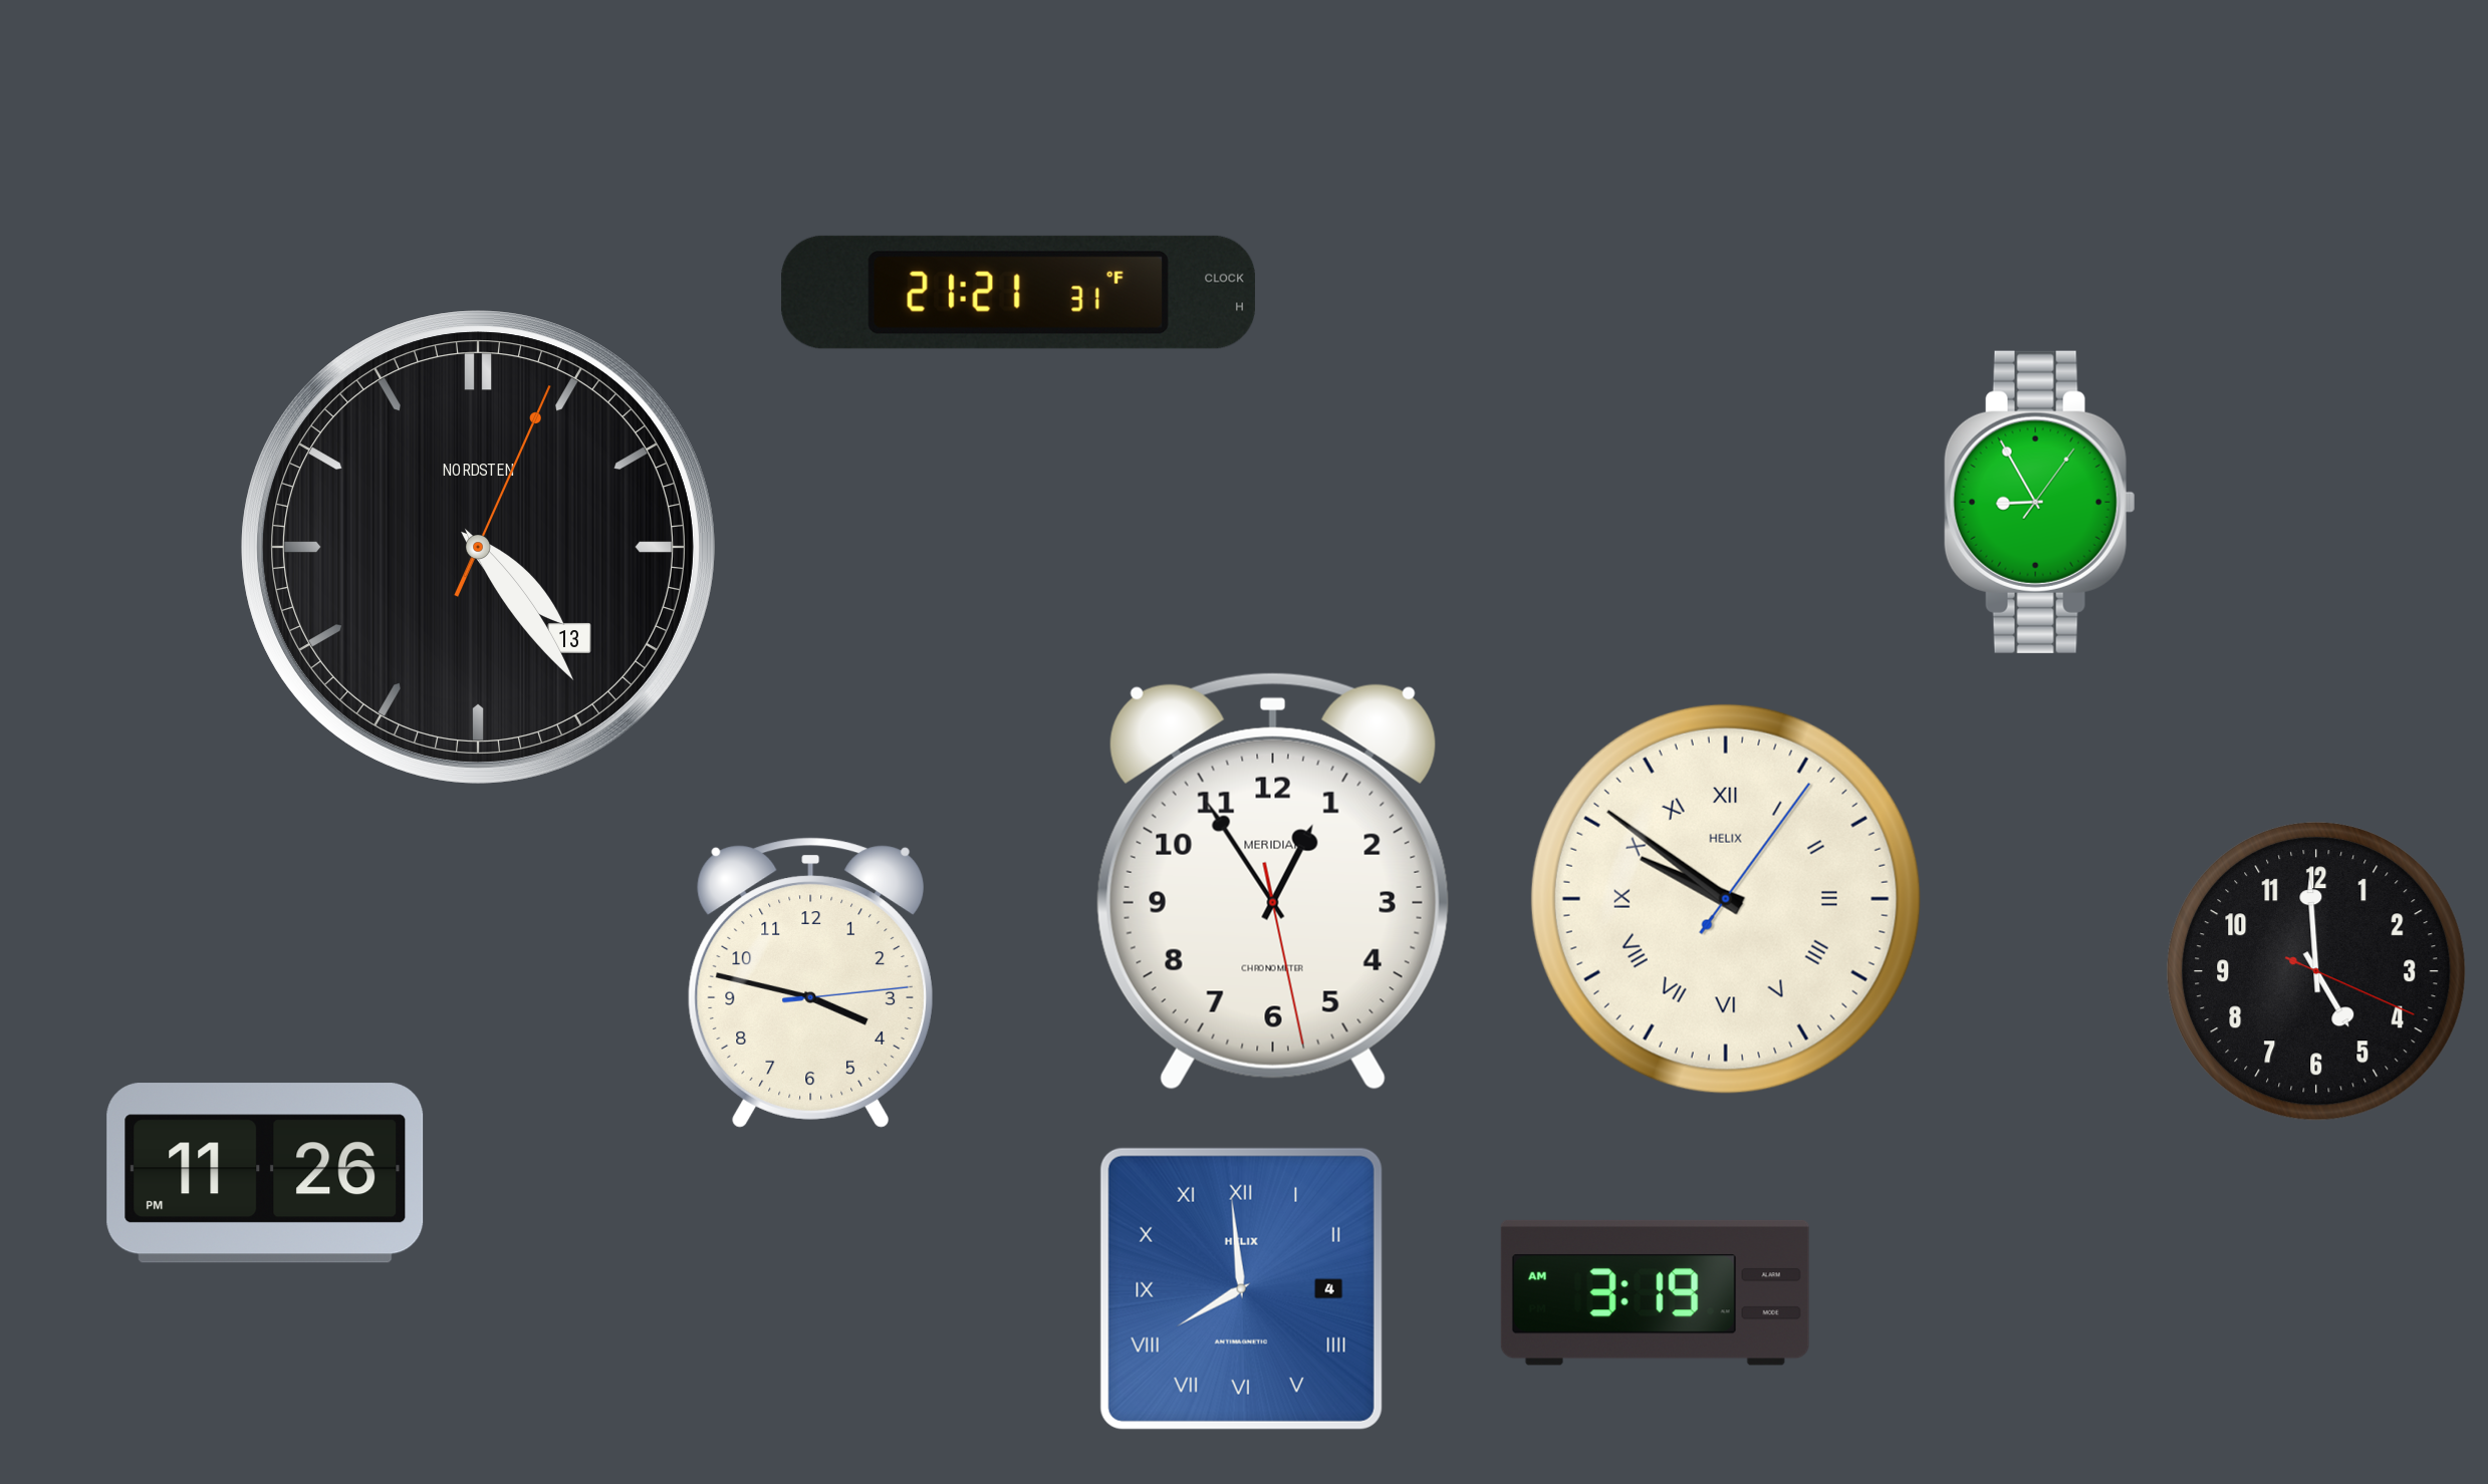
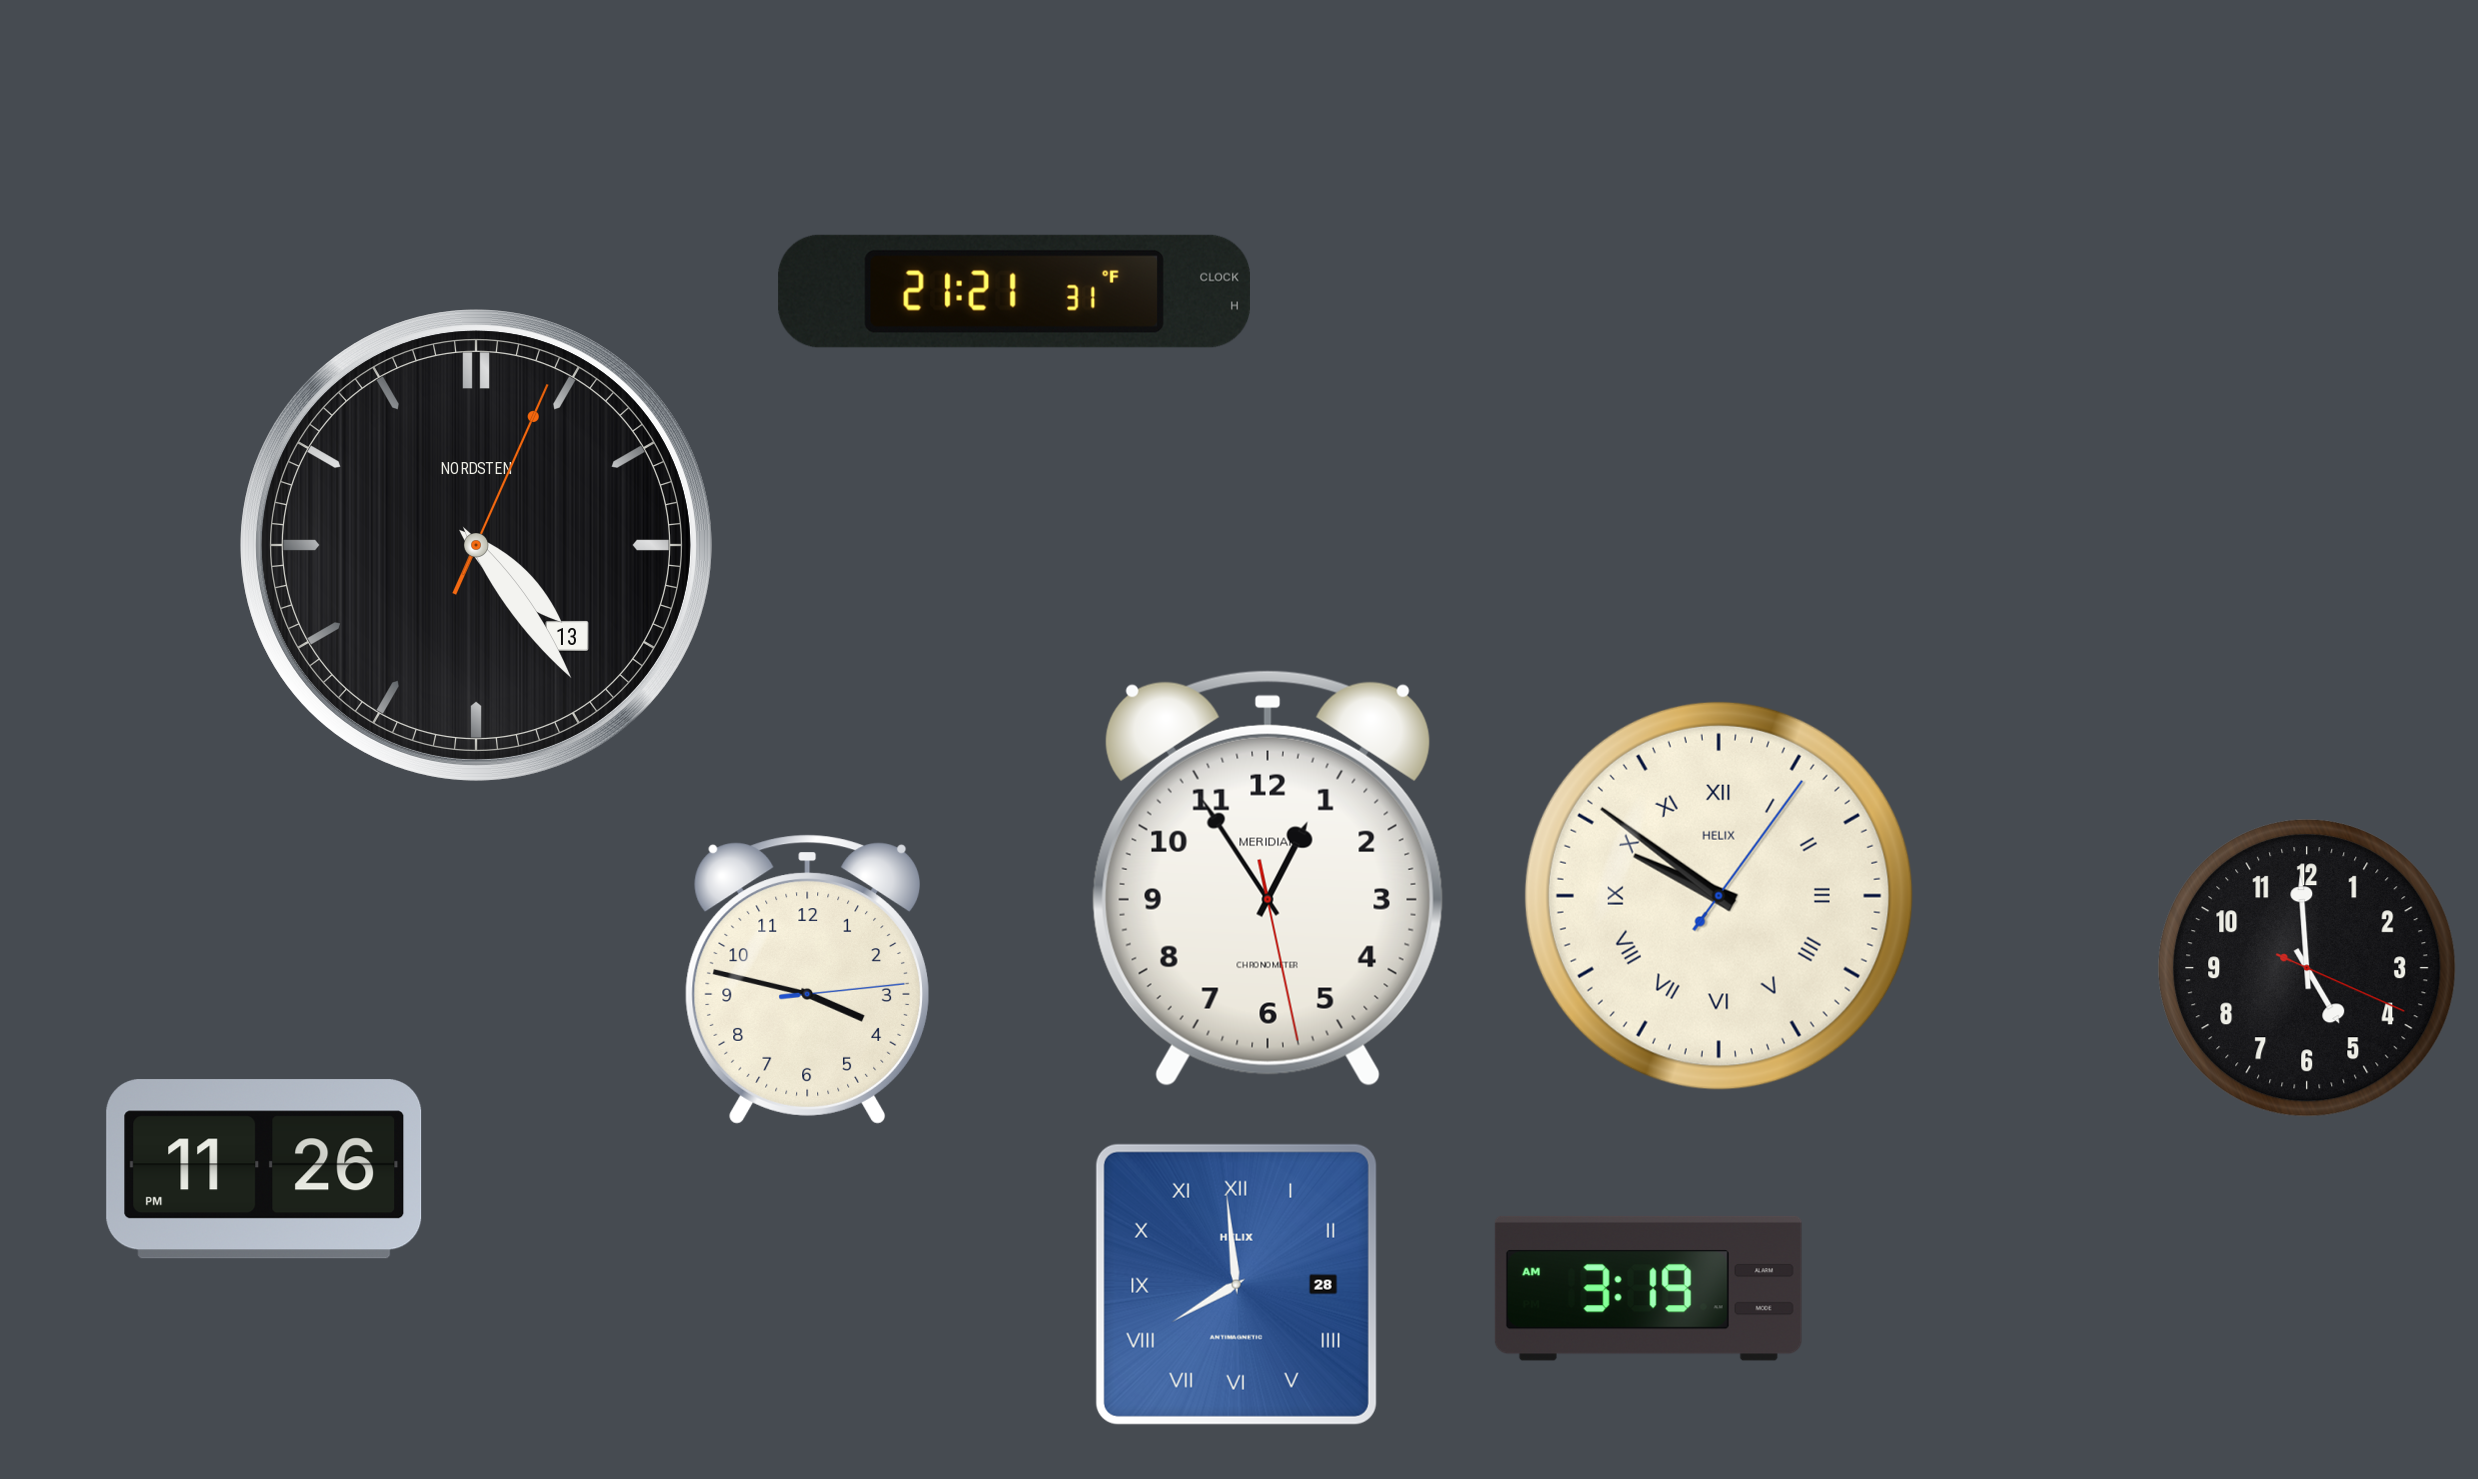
clock at (2039, 502): 8:55 -> none
clock at (1241, 1288) date: 4 -> 28
